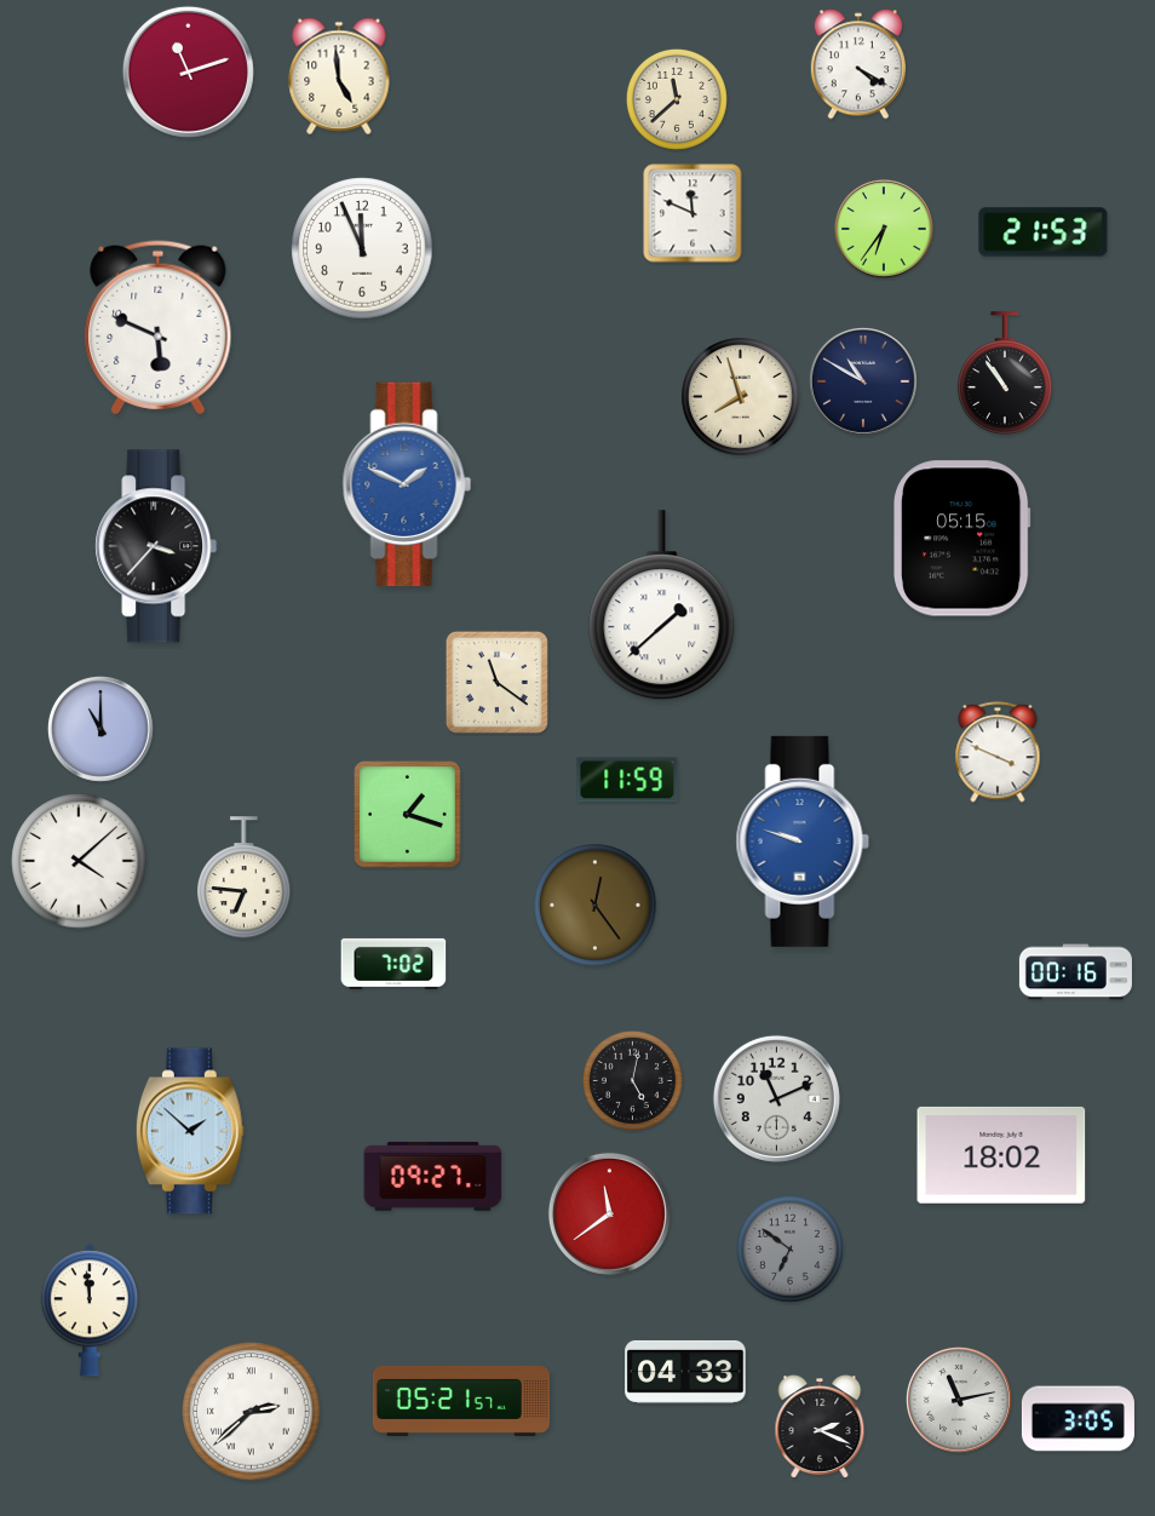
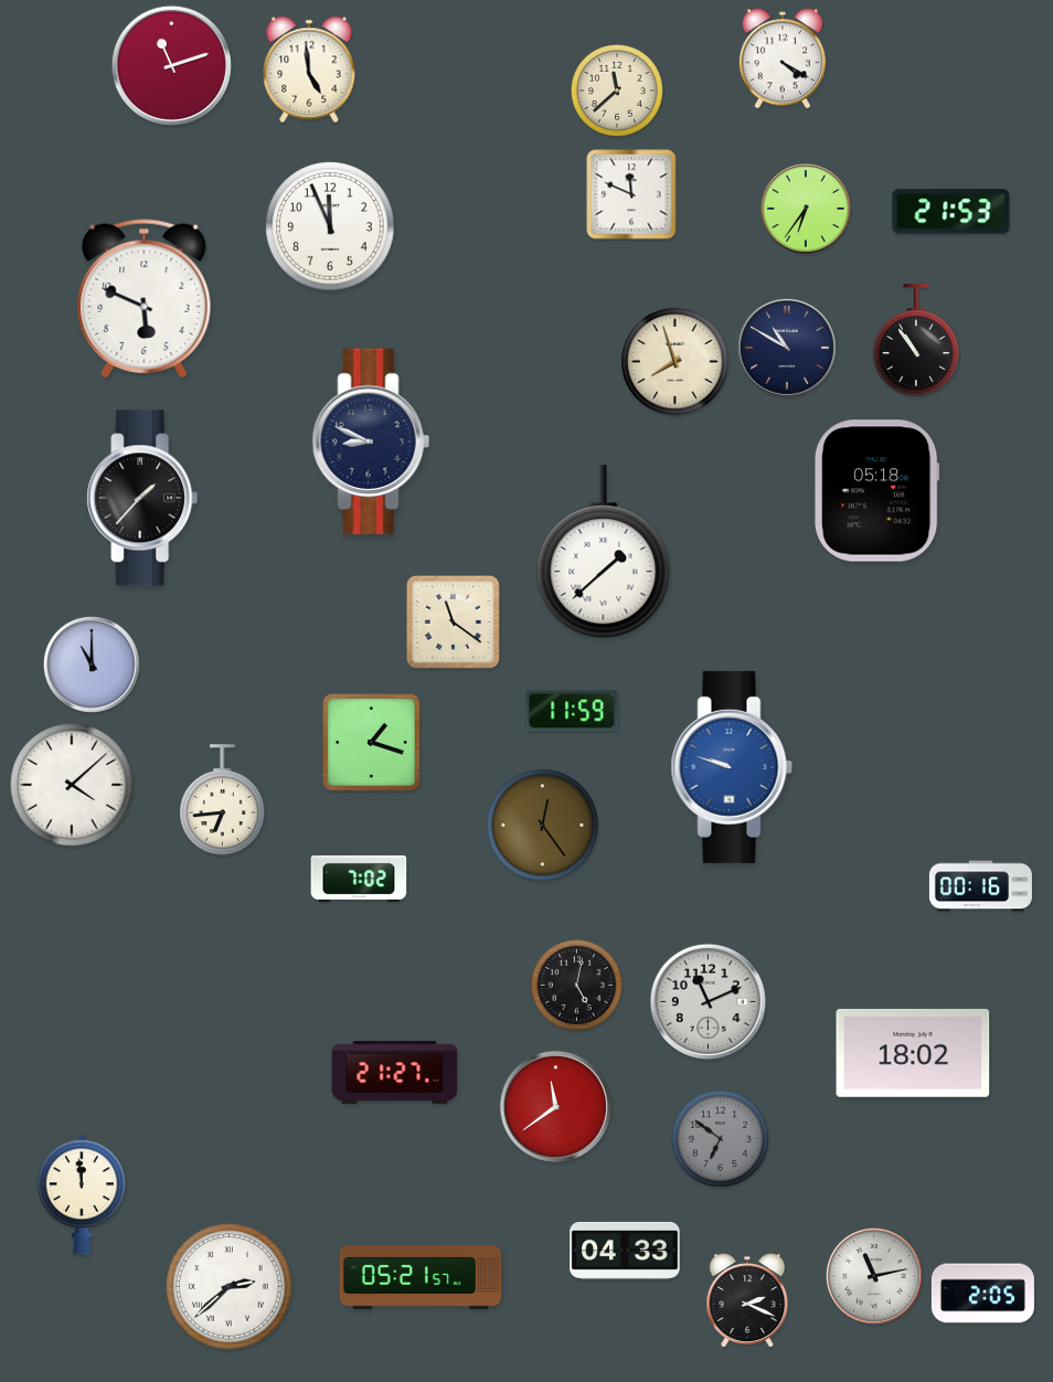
clock at (407, 484): 1:49 -> 8:49
clock at (407, 484) dial: blue -> navy
clock at (962, 539): 05:15 -> 05:18
clock at (156, 546): 3:37 -> 1:37
clock at (998, 752): 3:49 -> none
clock at (245, 878): 6:46 -> 6:44
clock at (190, 1131): 1:52 -> none
clock at (433, 1176): 09:27 -> 21:27
clock at (1078, 1419): 3:05 -> 2:05
